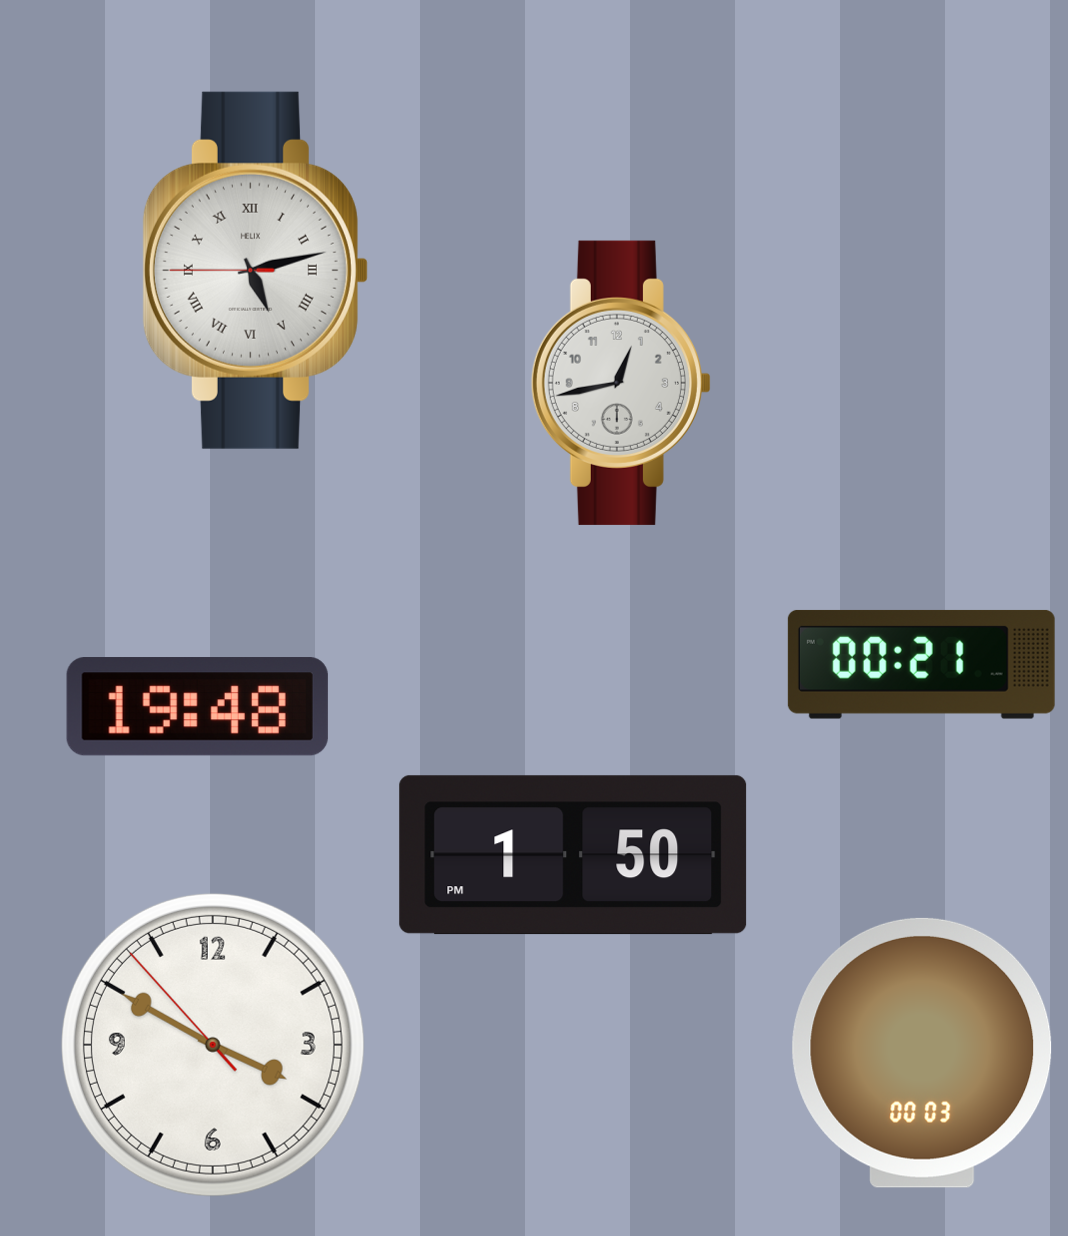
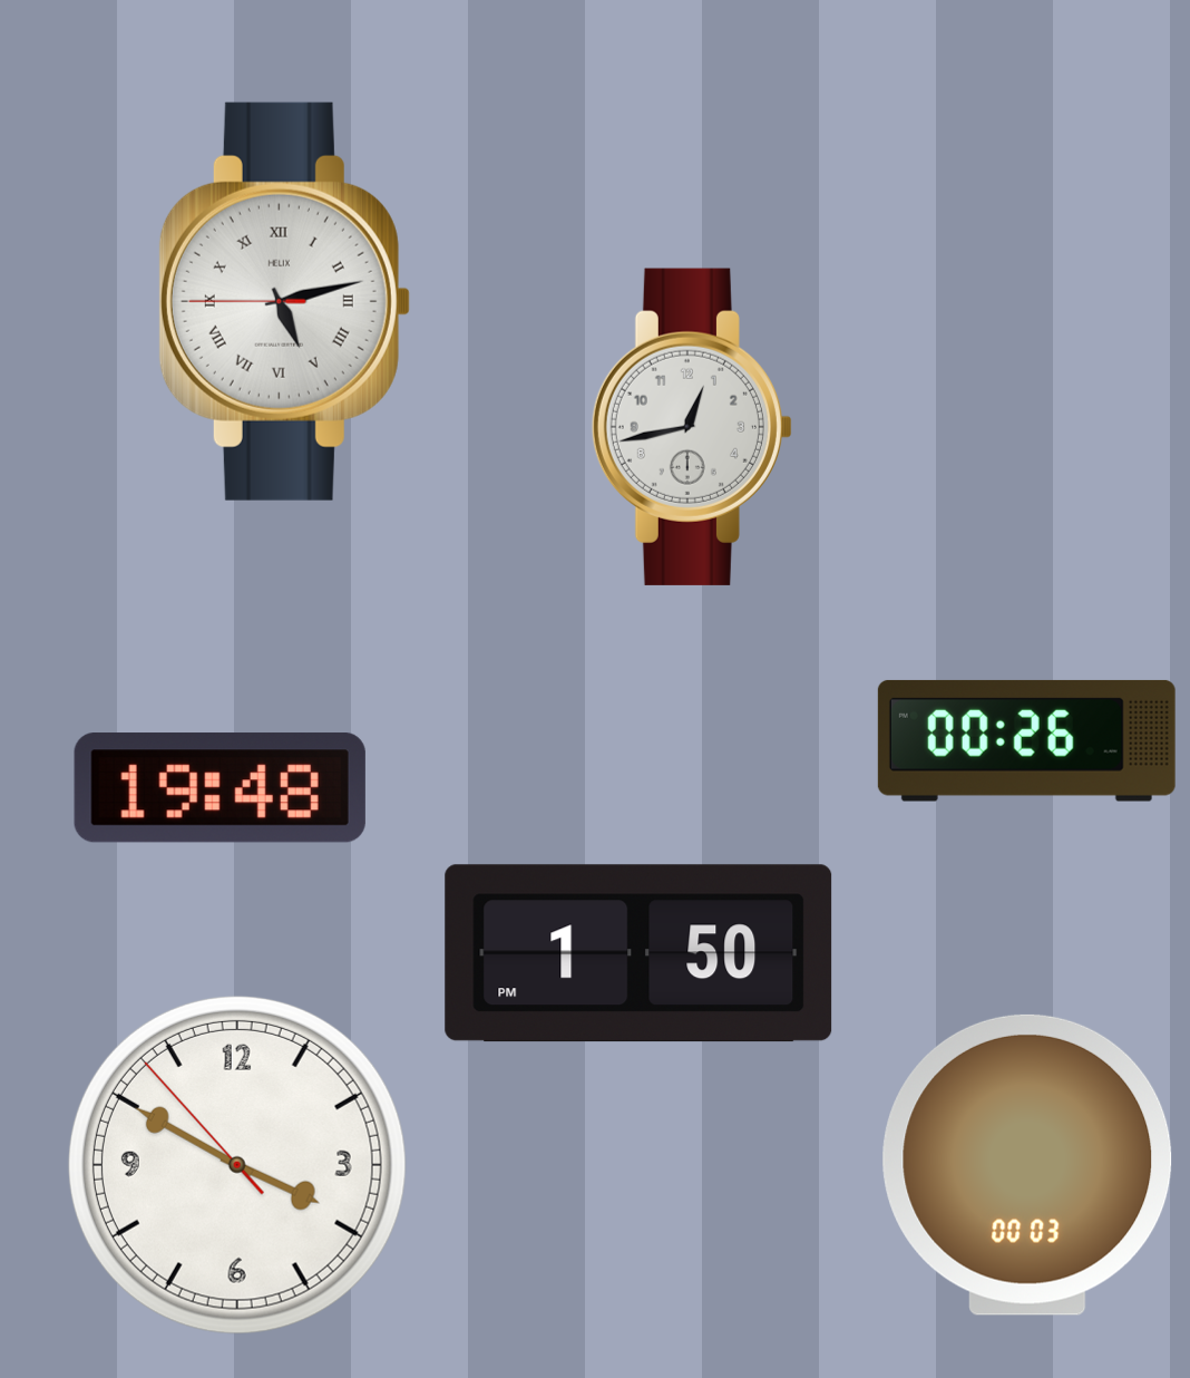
clock at (921, 664): 00:21 -> 00:26
clock at (922, 1053) position: (922, 1053) -> (1027, 1165)
